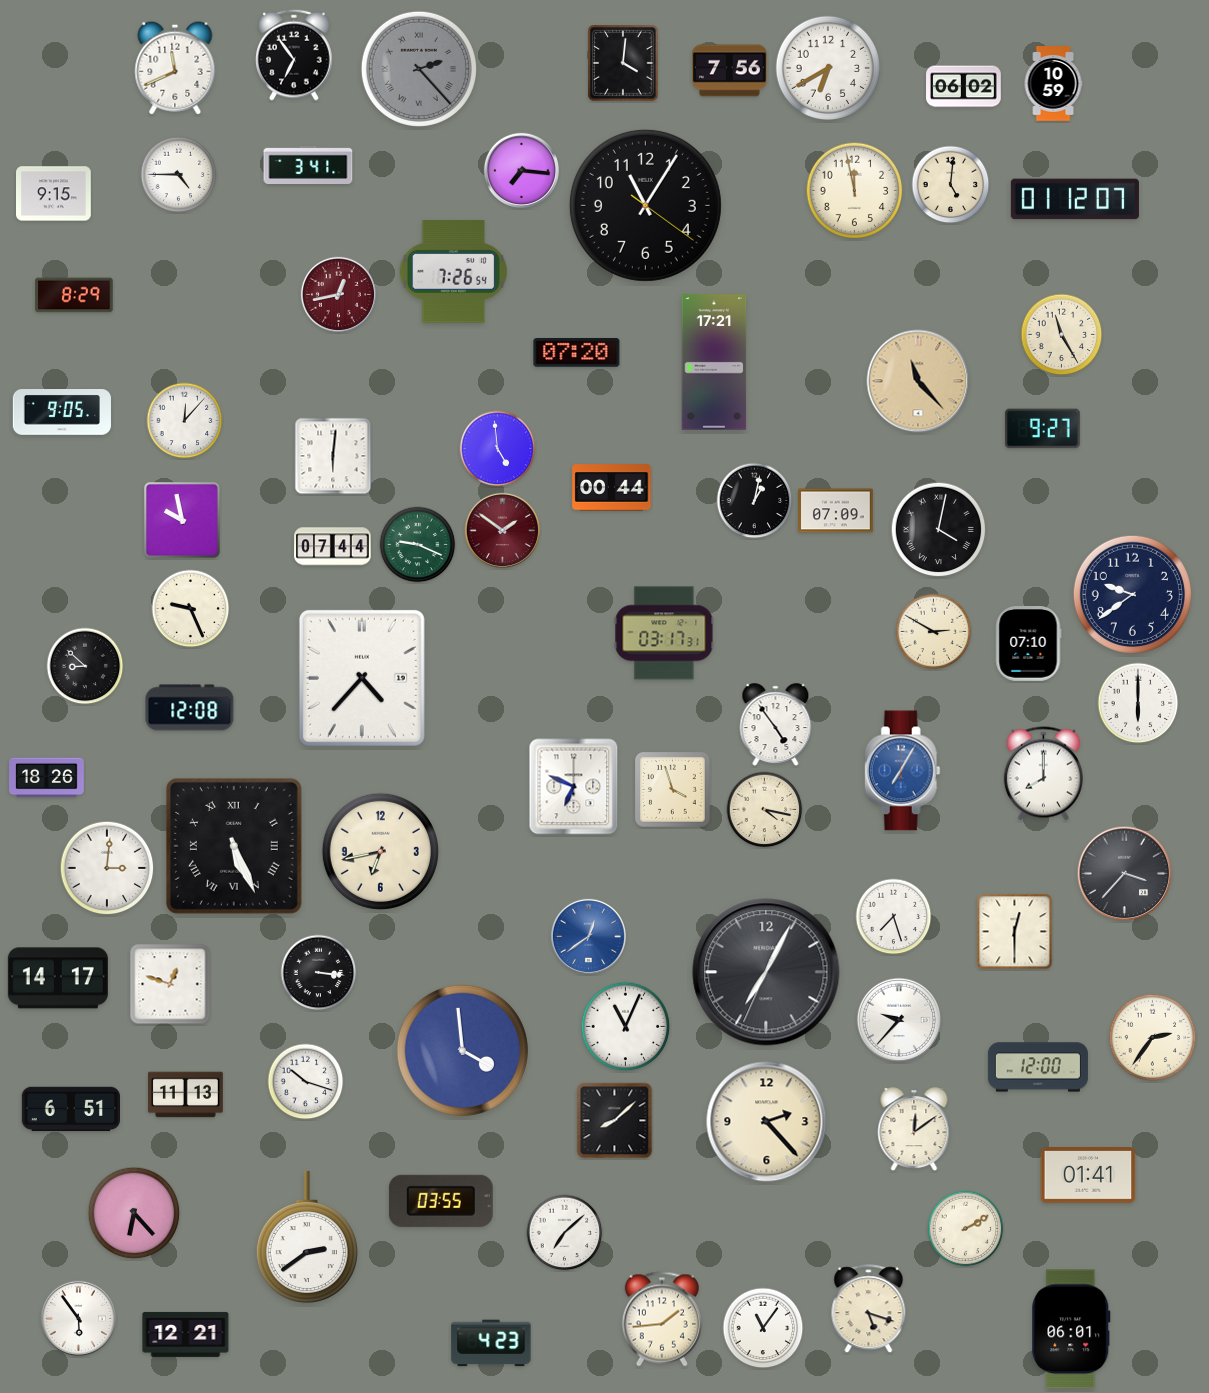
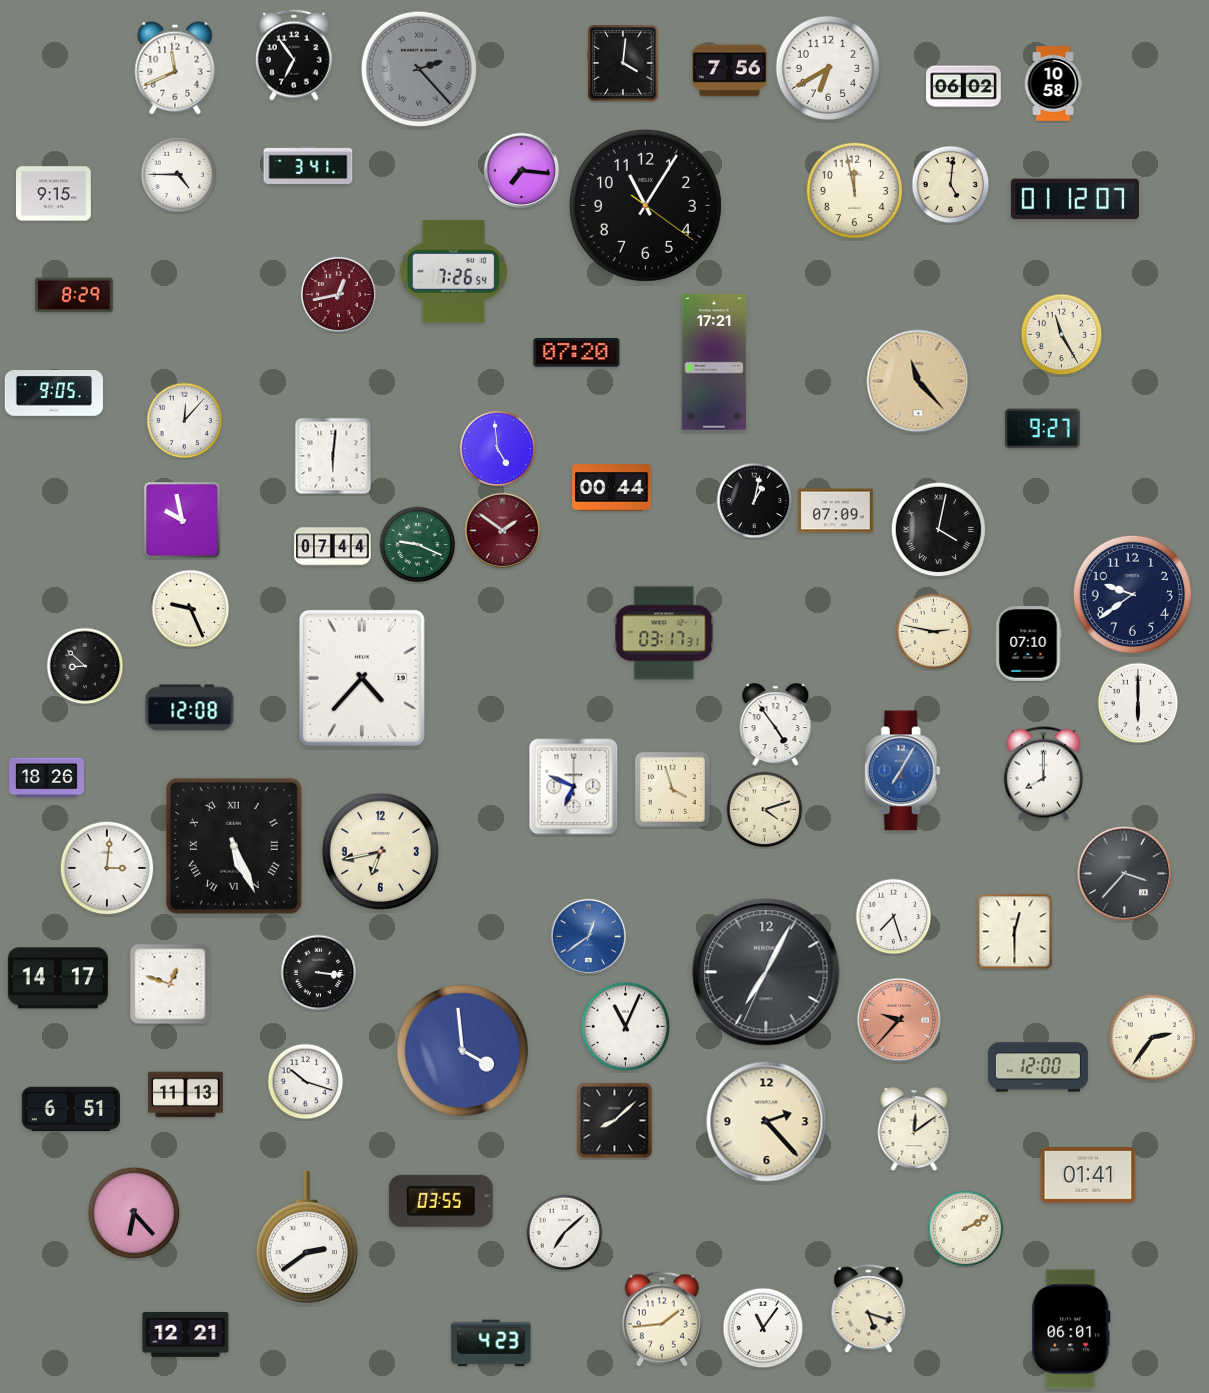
clock at (1053, 84): 10:59 -> 10:58
clock at (61, 413) position: (61, 413) -> (53, 394)
clock at (934, 632): 2:50 -> 2:47
clock at (765, 810): 4:17 -> 4:12
clock at (899, 1020) dial: white -> salmon
clock at (78, 1318): 5:54 -> none
